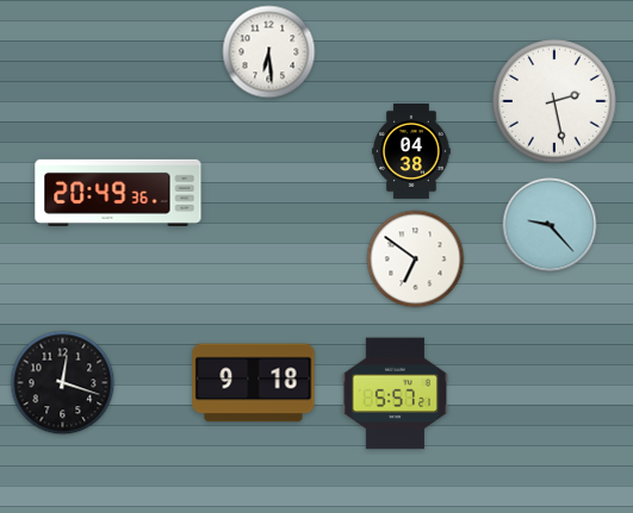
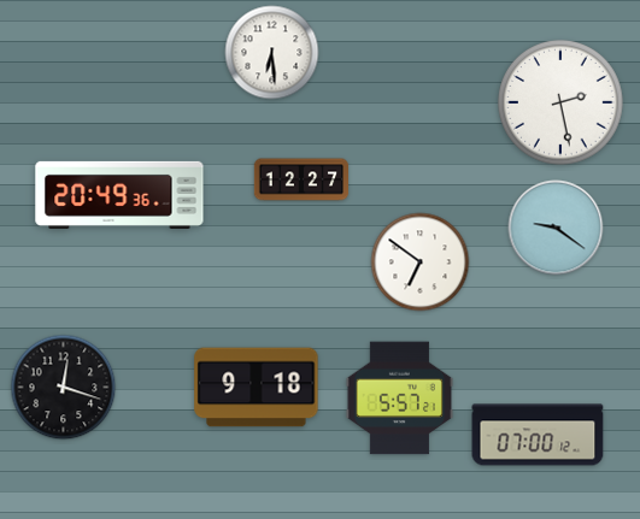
clock at (411, 151): 04:38 -> none
clock at (300, 179): none -> 12:27
clock at (550, 225): 9:23 -> 9:21
clock at (538, 435): none -> 07:00
